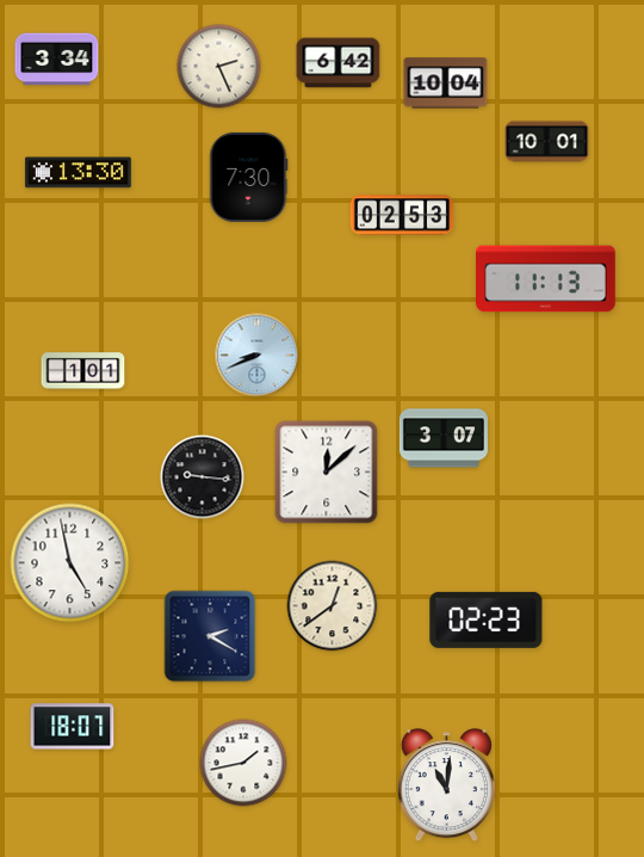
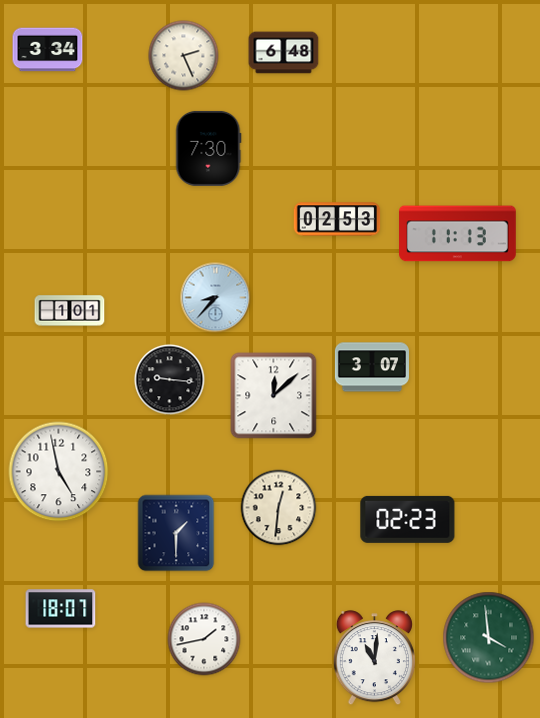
clock at (339, 63): 6:42 -> 6:48
clock at (446, 84): 10:04 -> none
clock at (547, 142): 10:01 -> none
clock at (78, 173): 13:30 -> none
clock at (402, 215) position: (402, 215) -> (337, 219)
clock at (258, 356): 8:41 -> 8:37
clock at (203, 477) position: (203, 477) -> (170, 380)
clock at (333, 606): 12:39 -> 12:31
clock at (210, 636): 2:20 -> 1:30
clock at (489, 638): none -> 3:59
